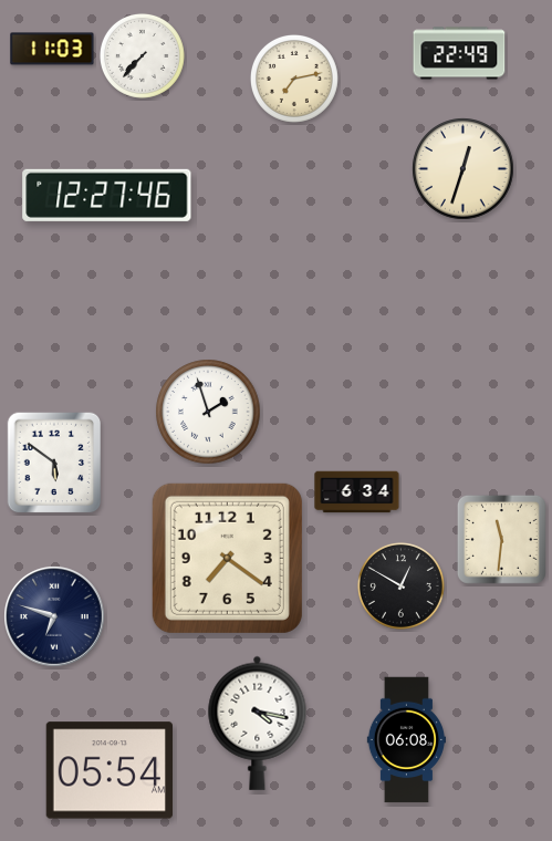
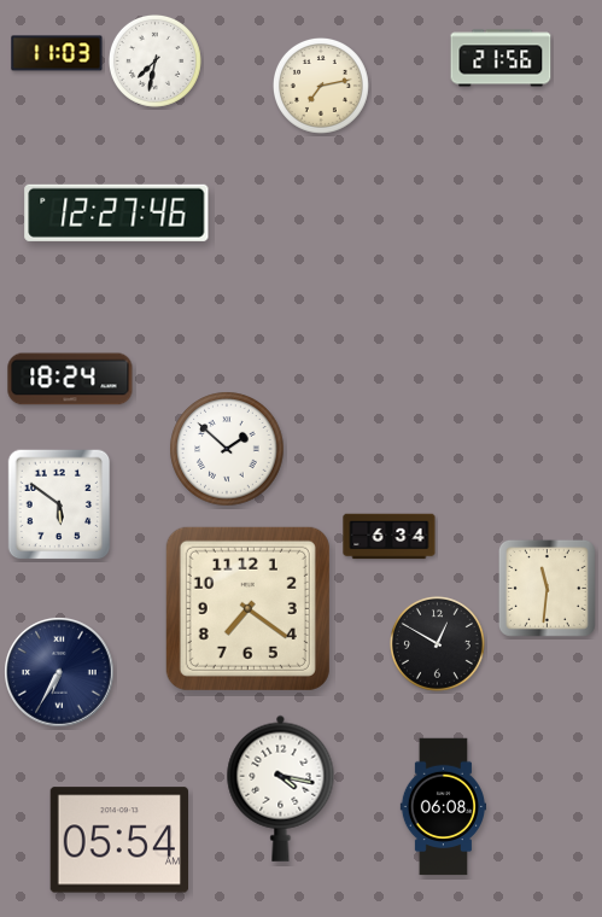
clock at (459, 53): 22:49 -> 21:56
clock at (142, 55): 7:37 -> 7:32
clock at (464, 169): 12:33 -> none
clock at (70, 379): none -> 18:24
clock at (208, 412): 1:57 -> 1:52
clock at (400, 585) position: (400, 585) -> (437, 643)
clock at (54, 616): 6:48 -> 6:35
